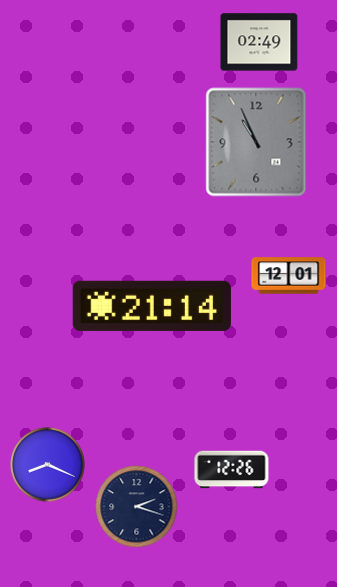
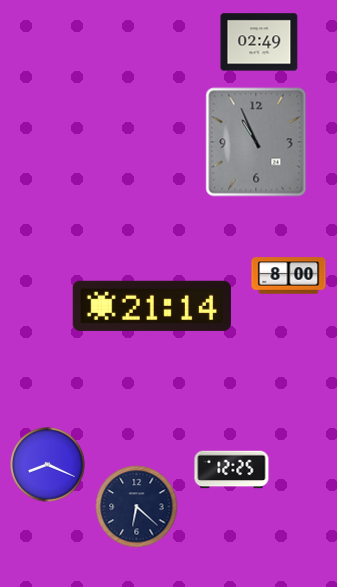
clock at (289, 276): 12:01 -> 8:00
clock at (232, 470): 12:26 -> 12:25
clock at (137, 507): 2:18 -> 6:22
